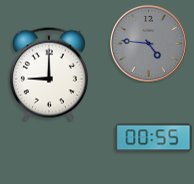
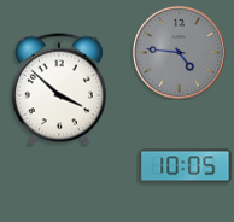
clock at (49, 74): 9:00 -> 3:52
clock at (154, 138): 00:55 -> 10:05
